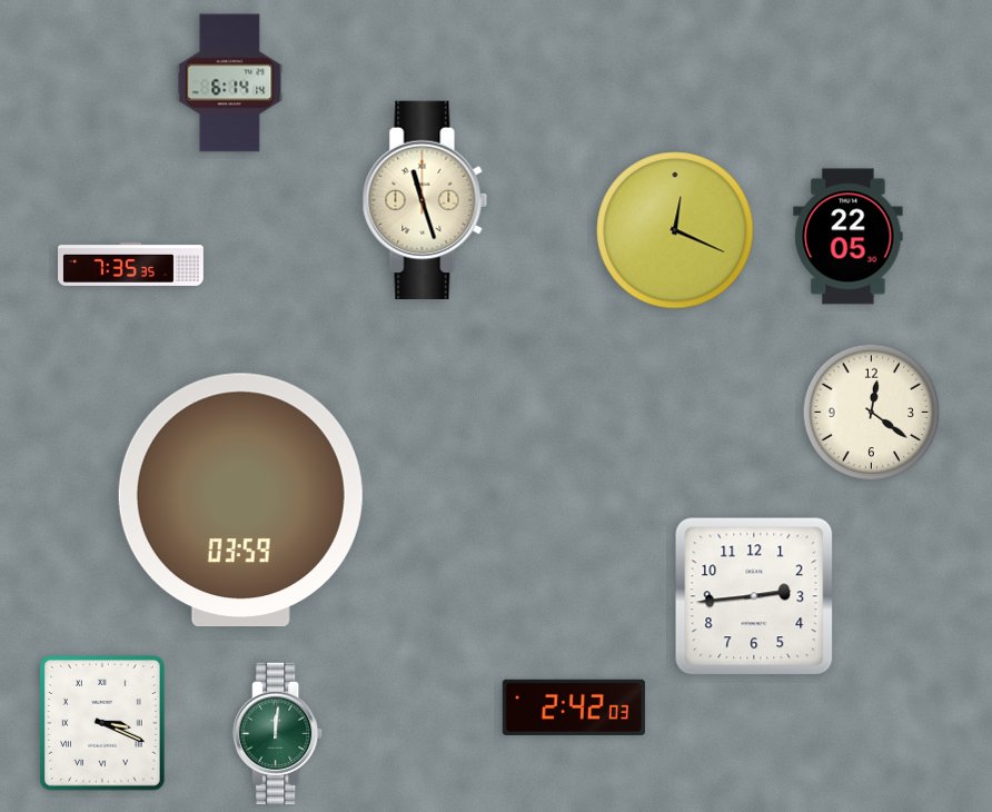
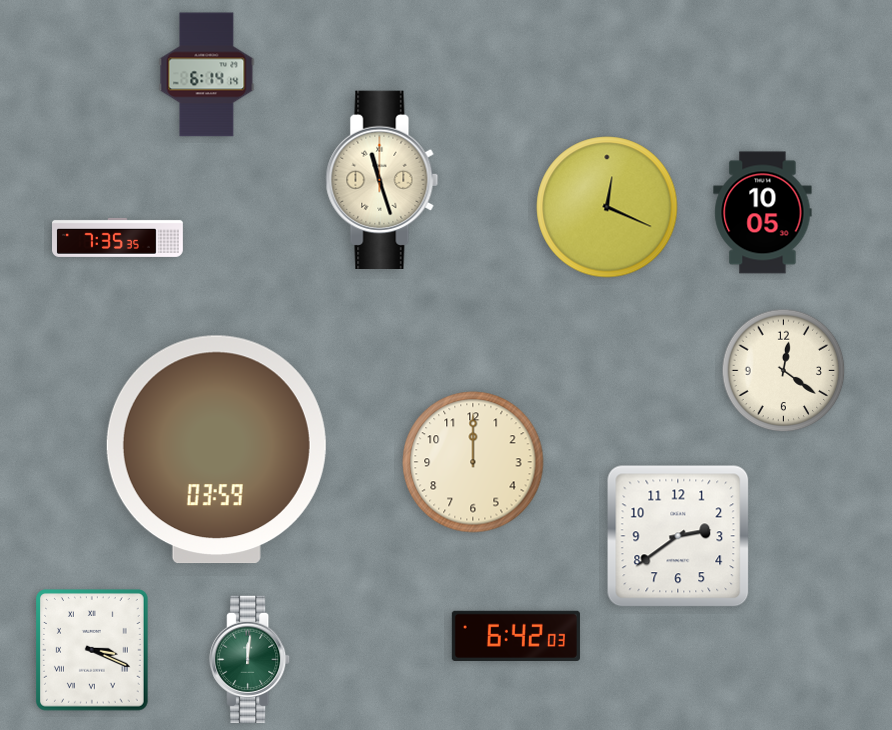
clock at (849, 237): 22:05 -> 10:05
clock at (473, 462): none -> 12:00
clock at (754, 596): 2:44 -> 2:39
clock at (574, 707): 2:42 -> 6:42
